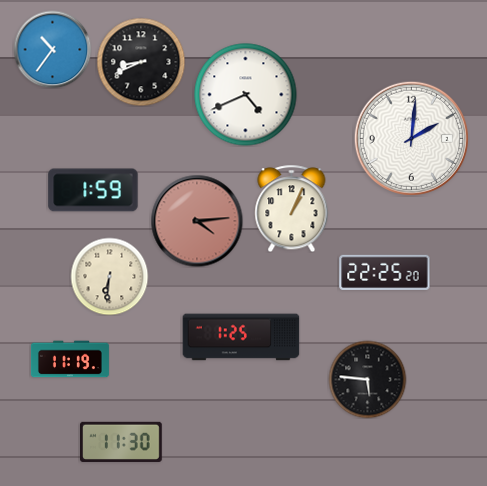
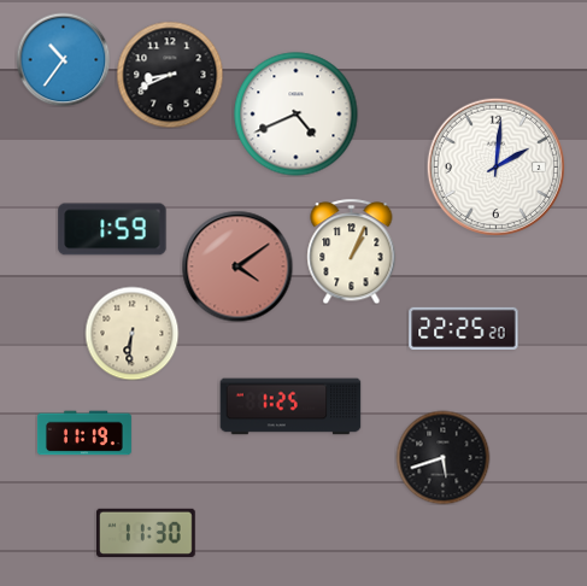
clock at (197, 221): 4:14 -> 4:09
clock at (367, 379): 5:46 -> 5:42
